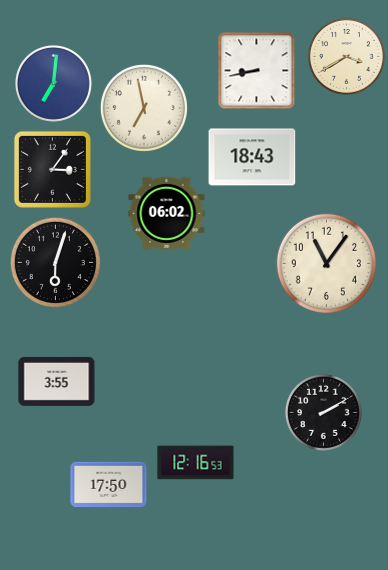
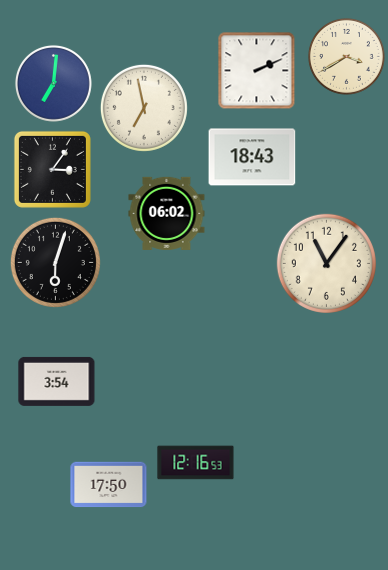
clock at (256, 70): 8:43 -> 2:11
clock at (57, 381): 3:55 -> 3:54
clock at (323, 412): 2:10 -> none
